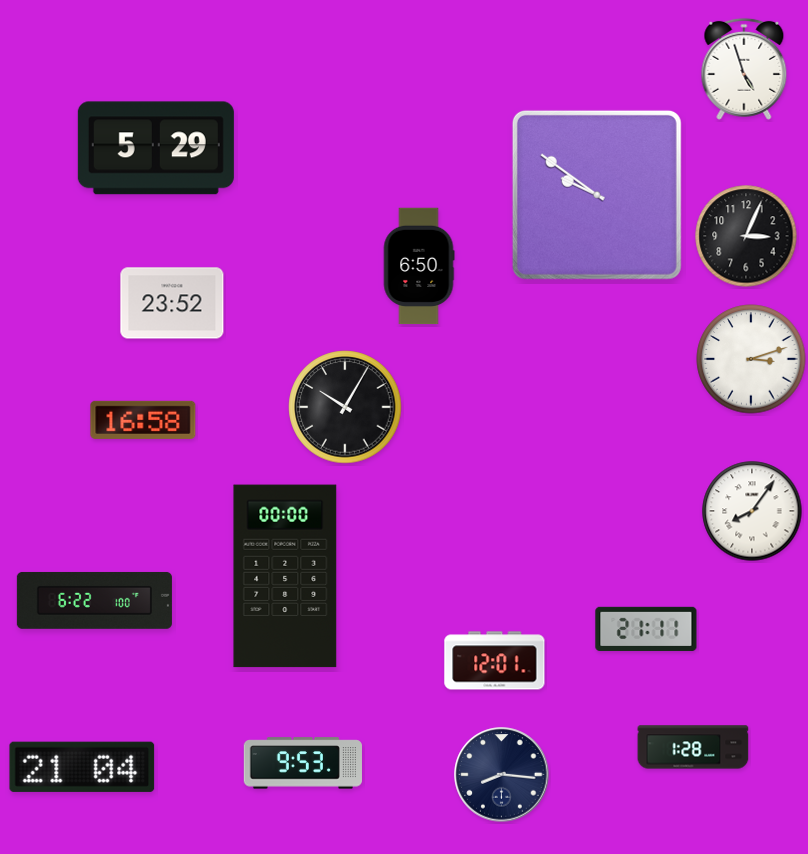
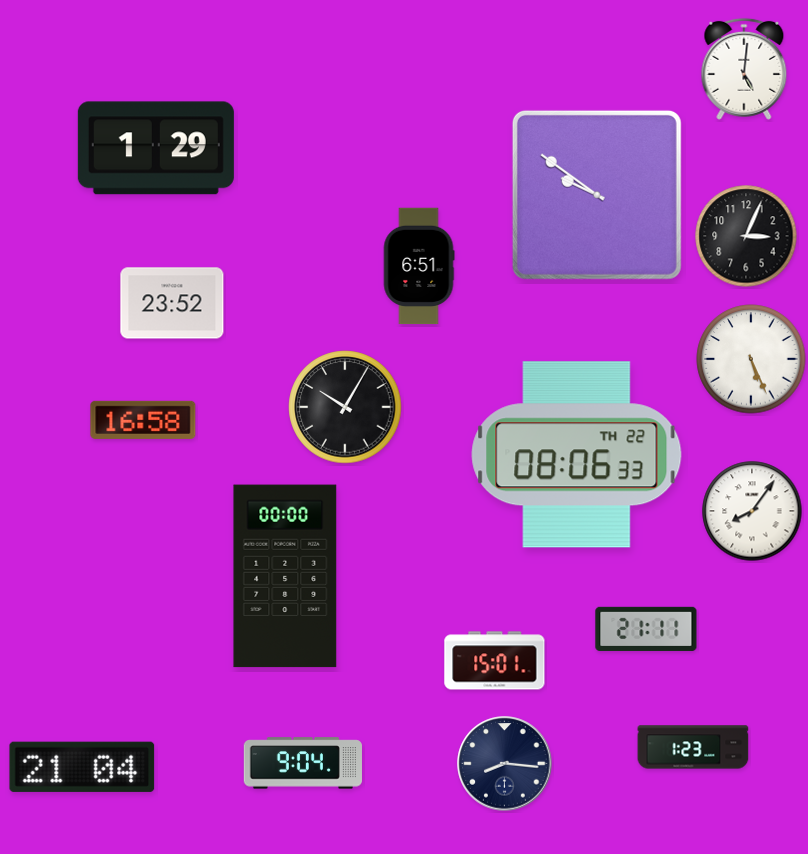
clock at (744, 69): 4:57 -> 5:01
clock at (156, 148): 5:29 -> 1:29
clock at (419, 266): 6:50 -> 6:51
clock at (751, 359): 3:12 -> 5:26
clock at (577, 455): none -> 08:06
clock at (94, 600): 6:22 -> none
clock at (495, 661): 12:01 -> 15:01
clock at (693, 747): 1:28 -> 1:23
clock at (303, 763): 9:53 -> 9:04
clock at (502, 775) position: (502, 775) -> (505, 764)
